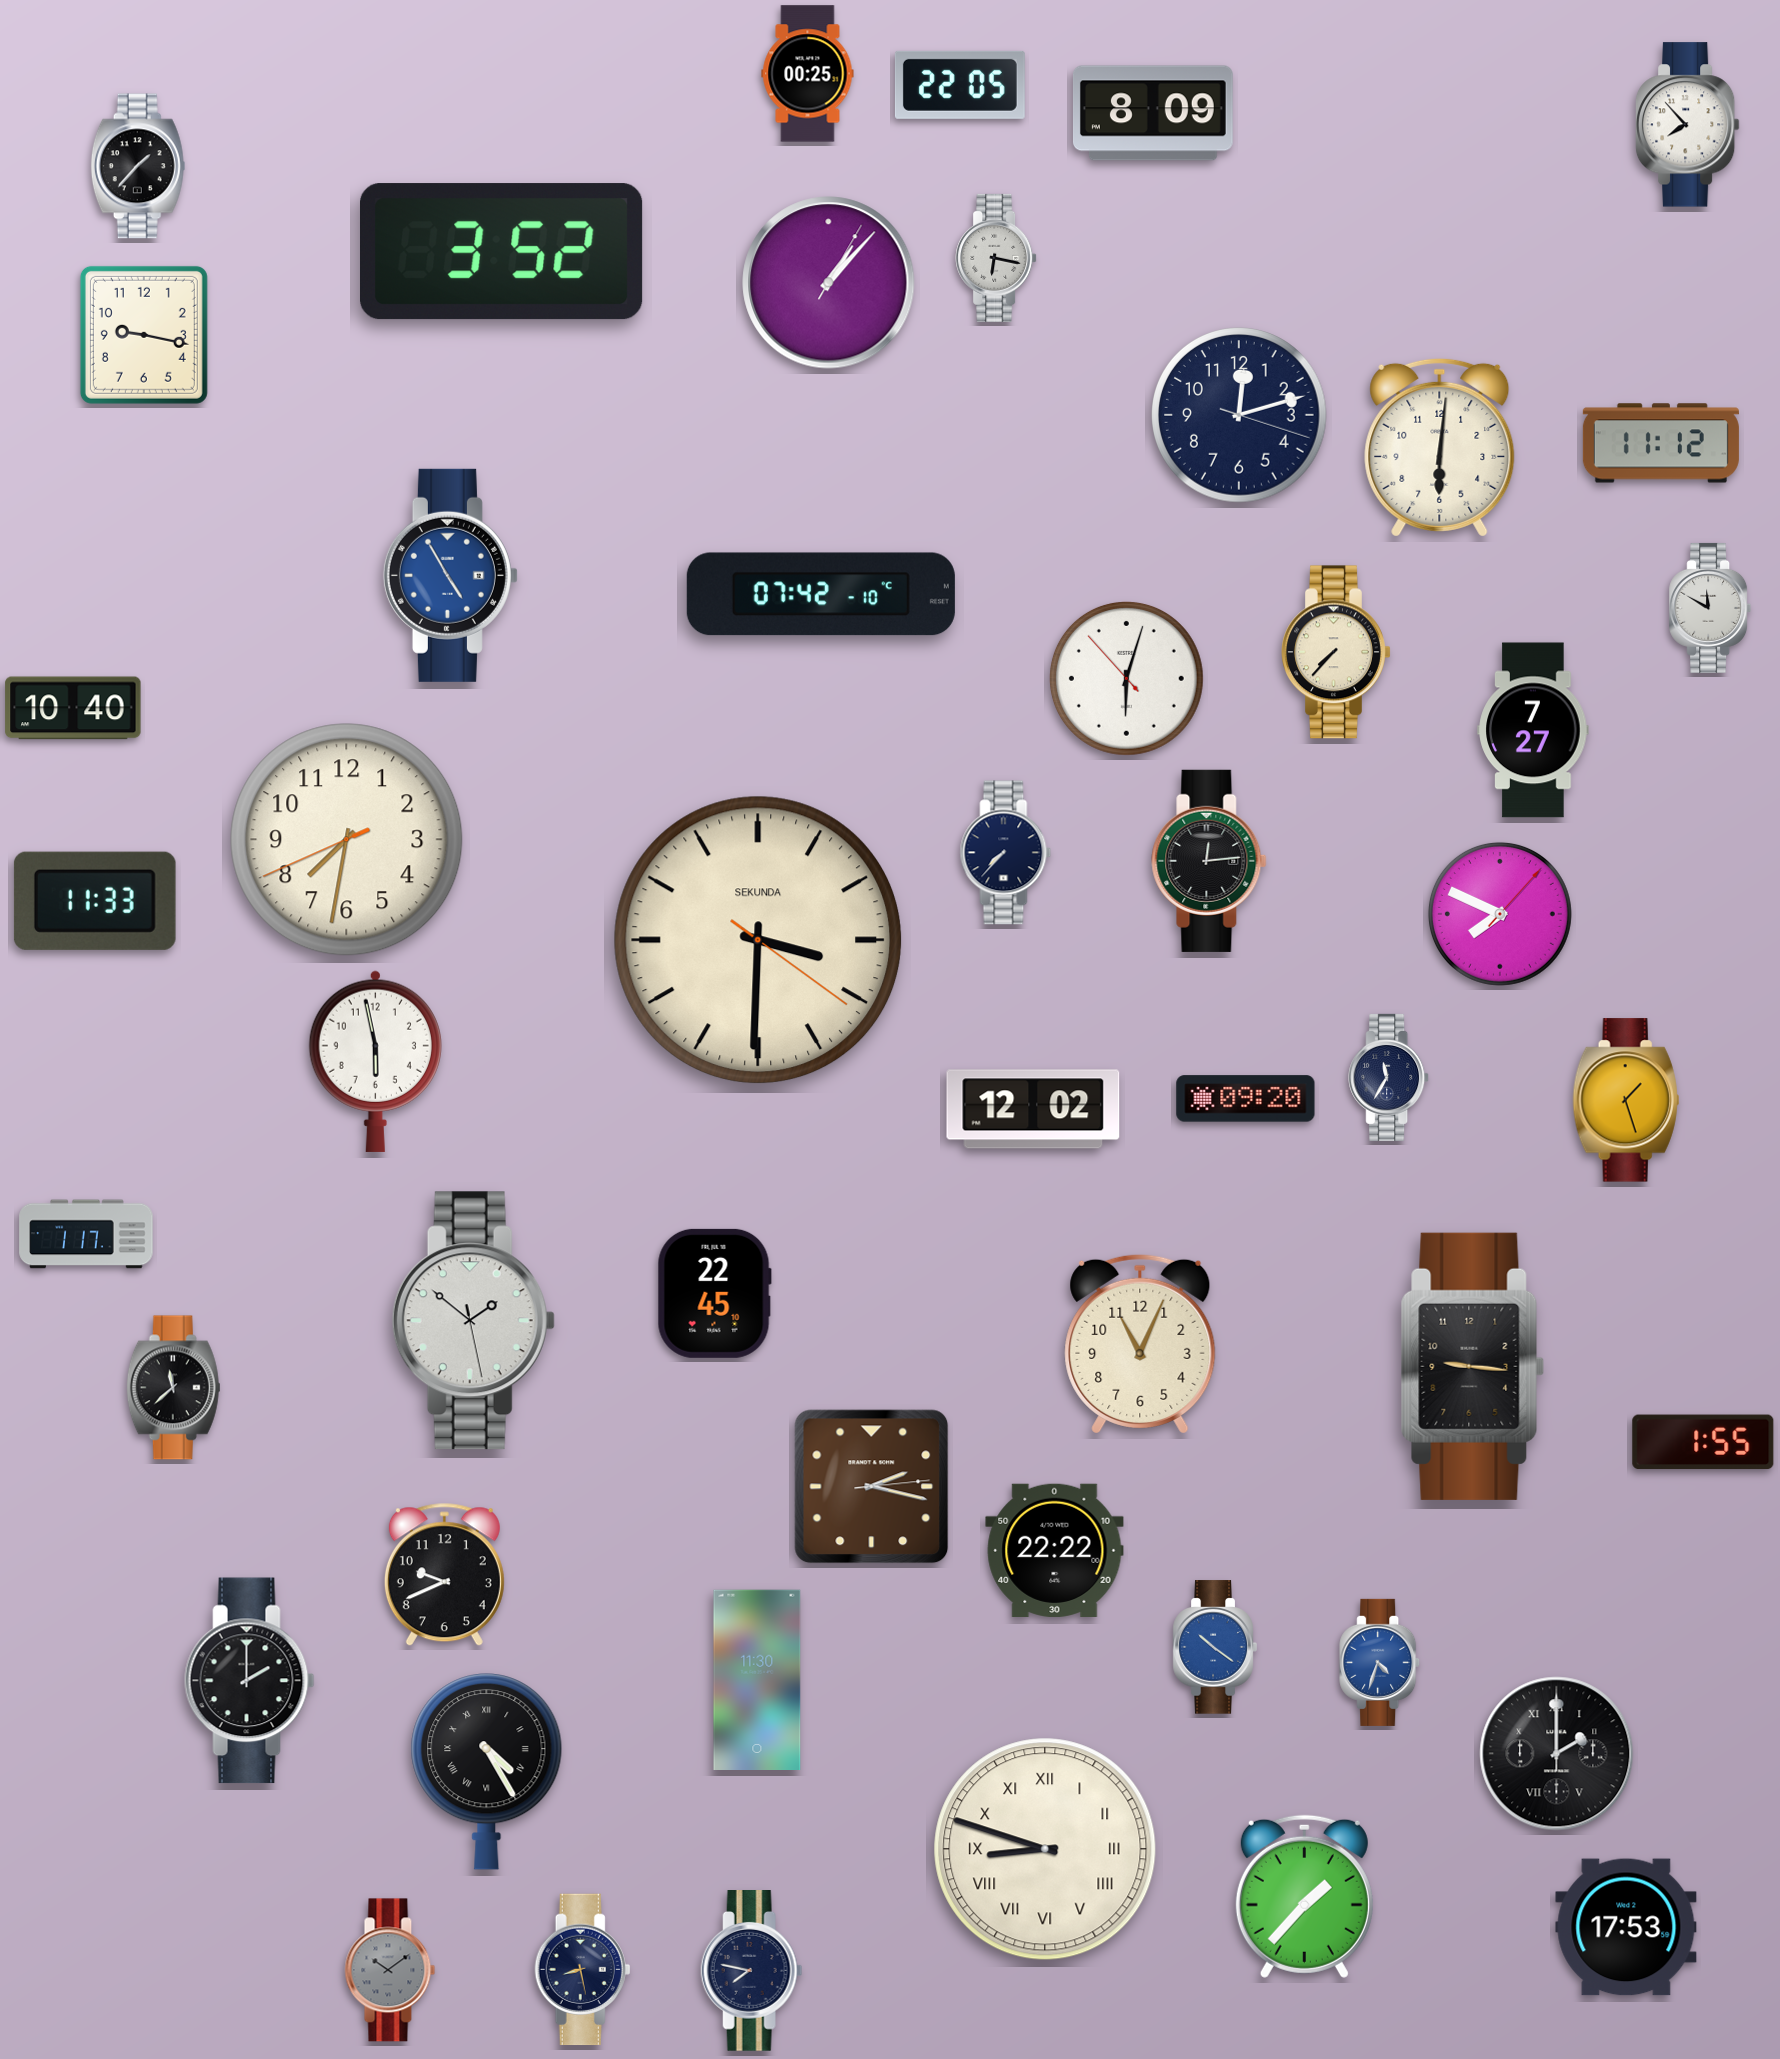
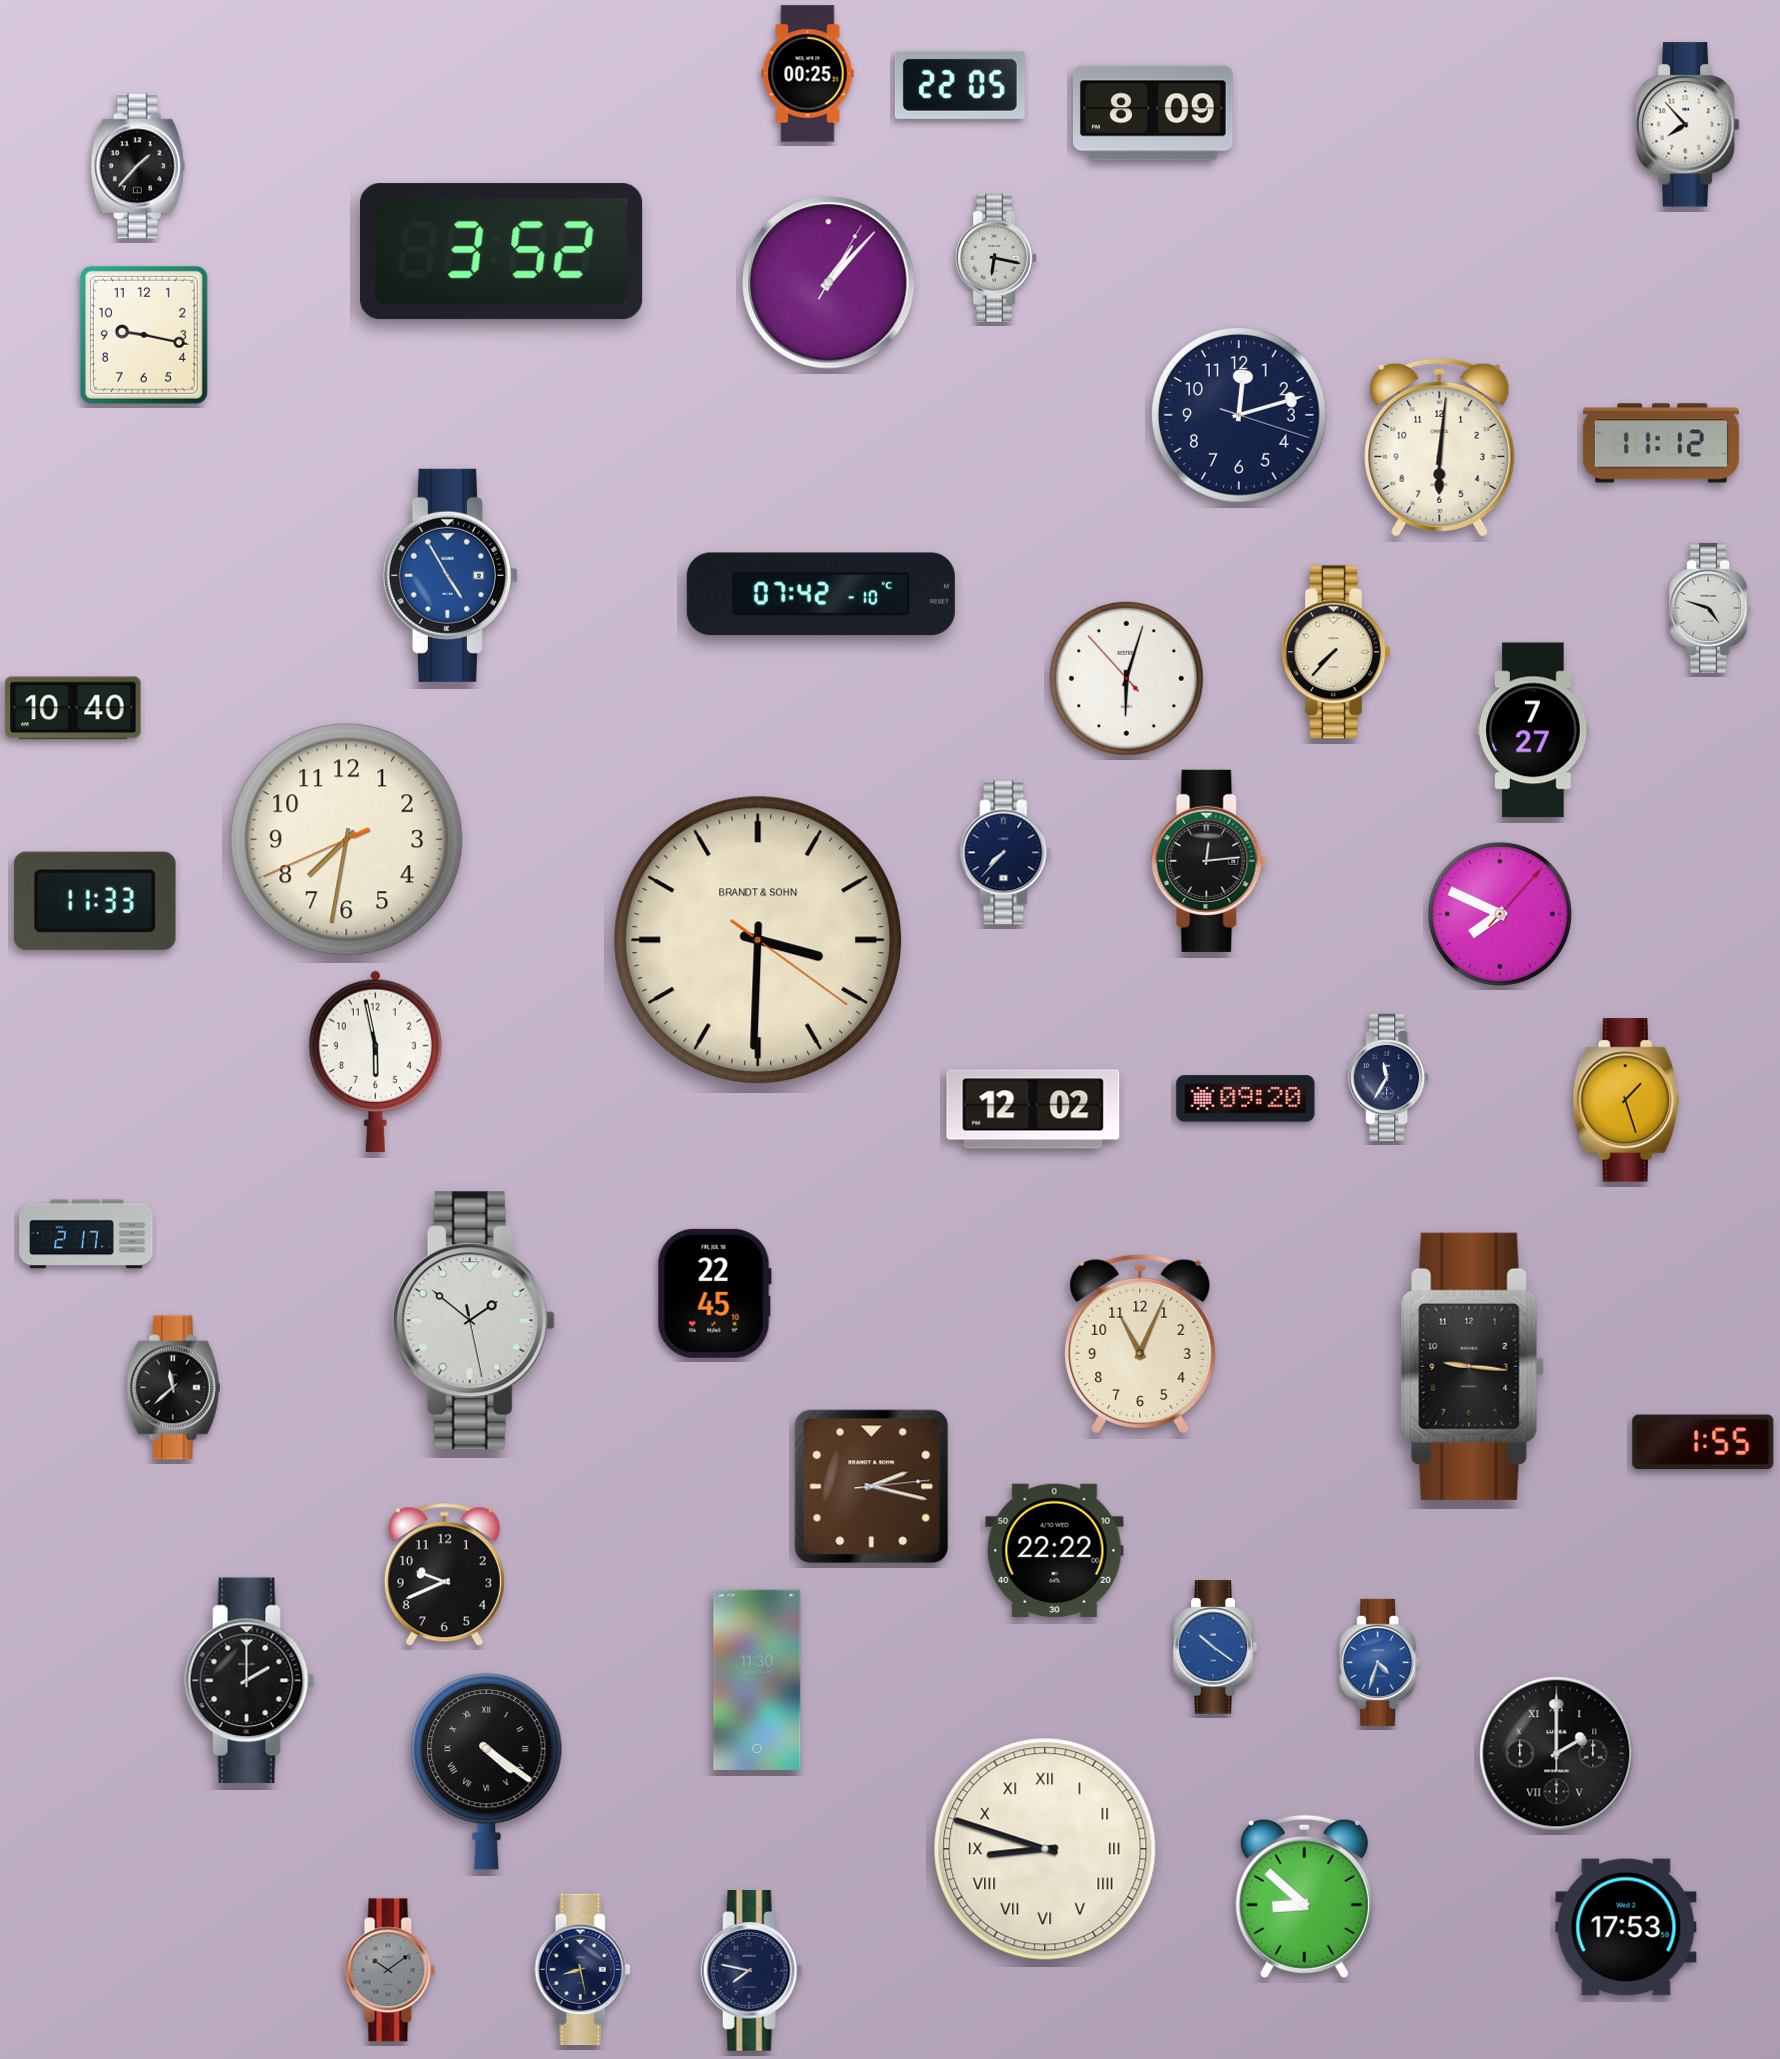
clock at (1710, 608): 11:50 -> 4:48
clock at (758, 940) brand: SEKUNDA -> BRANDT & SOHN
clock at (86, 1234): 1:17 -> 2:17
clock at (487, 1772): 4:25 -> 4:21
clock at (1304, 1896): 1:37 -> 8:52
